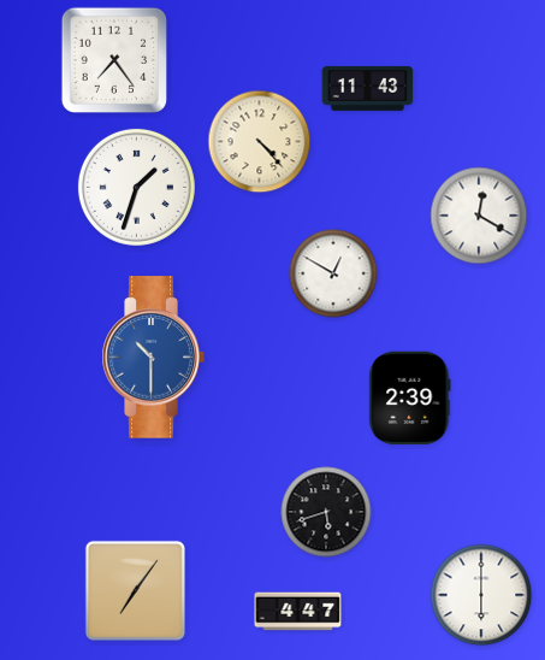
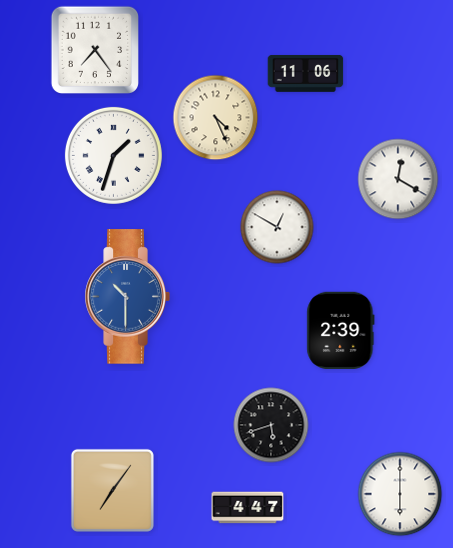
clock at (368, 88): 11:43 -> 11:06
clock at (260, 142): 4:23 -> 4:26
